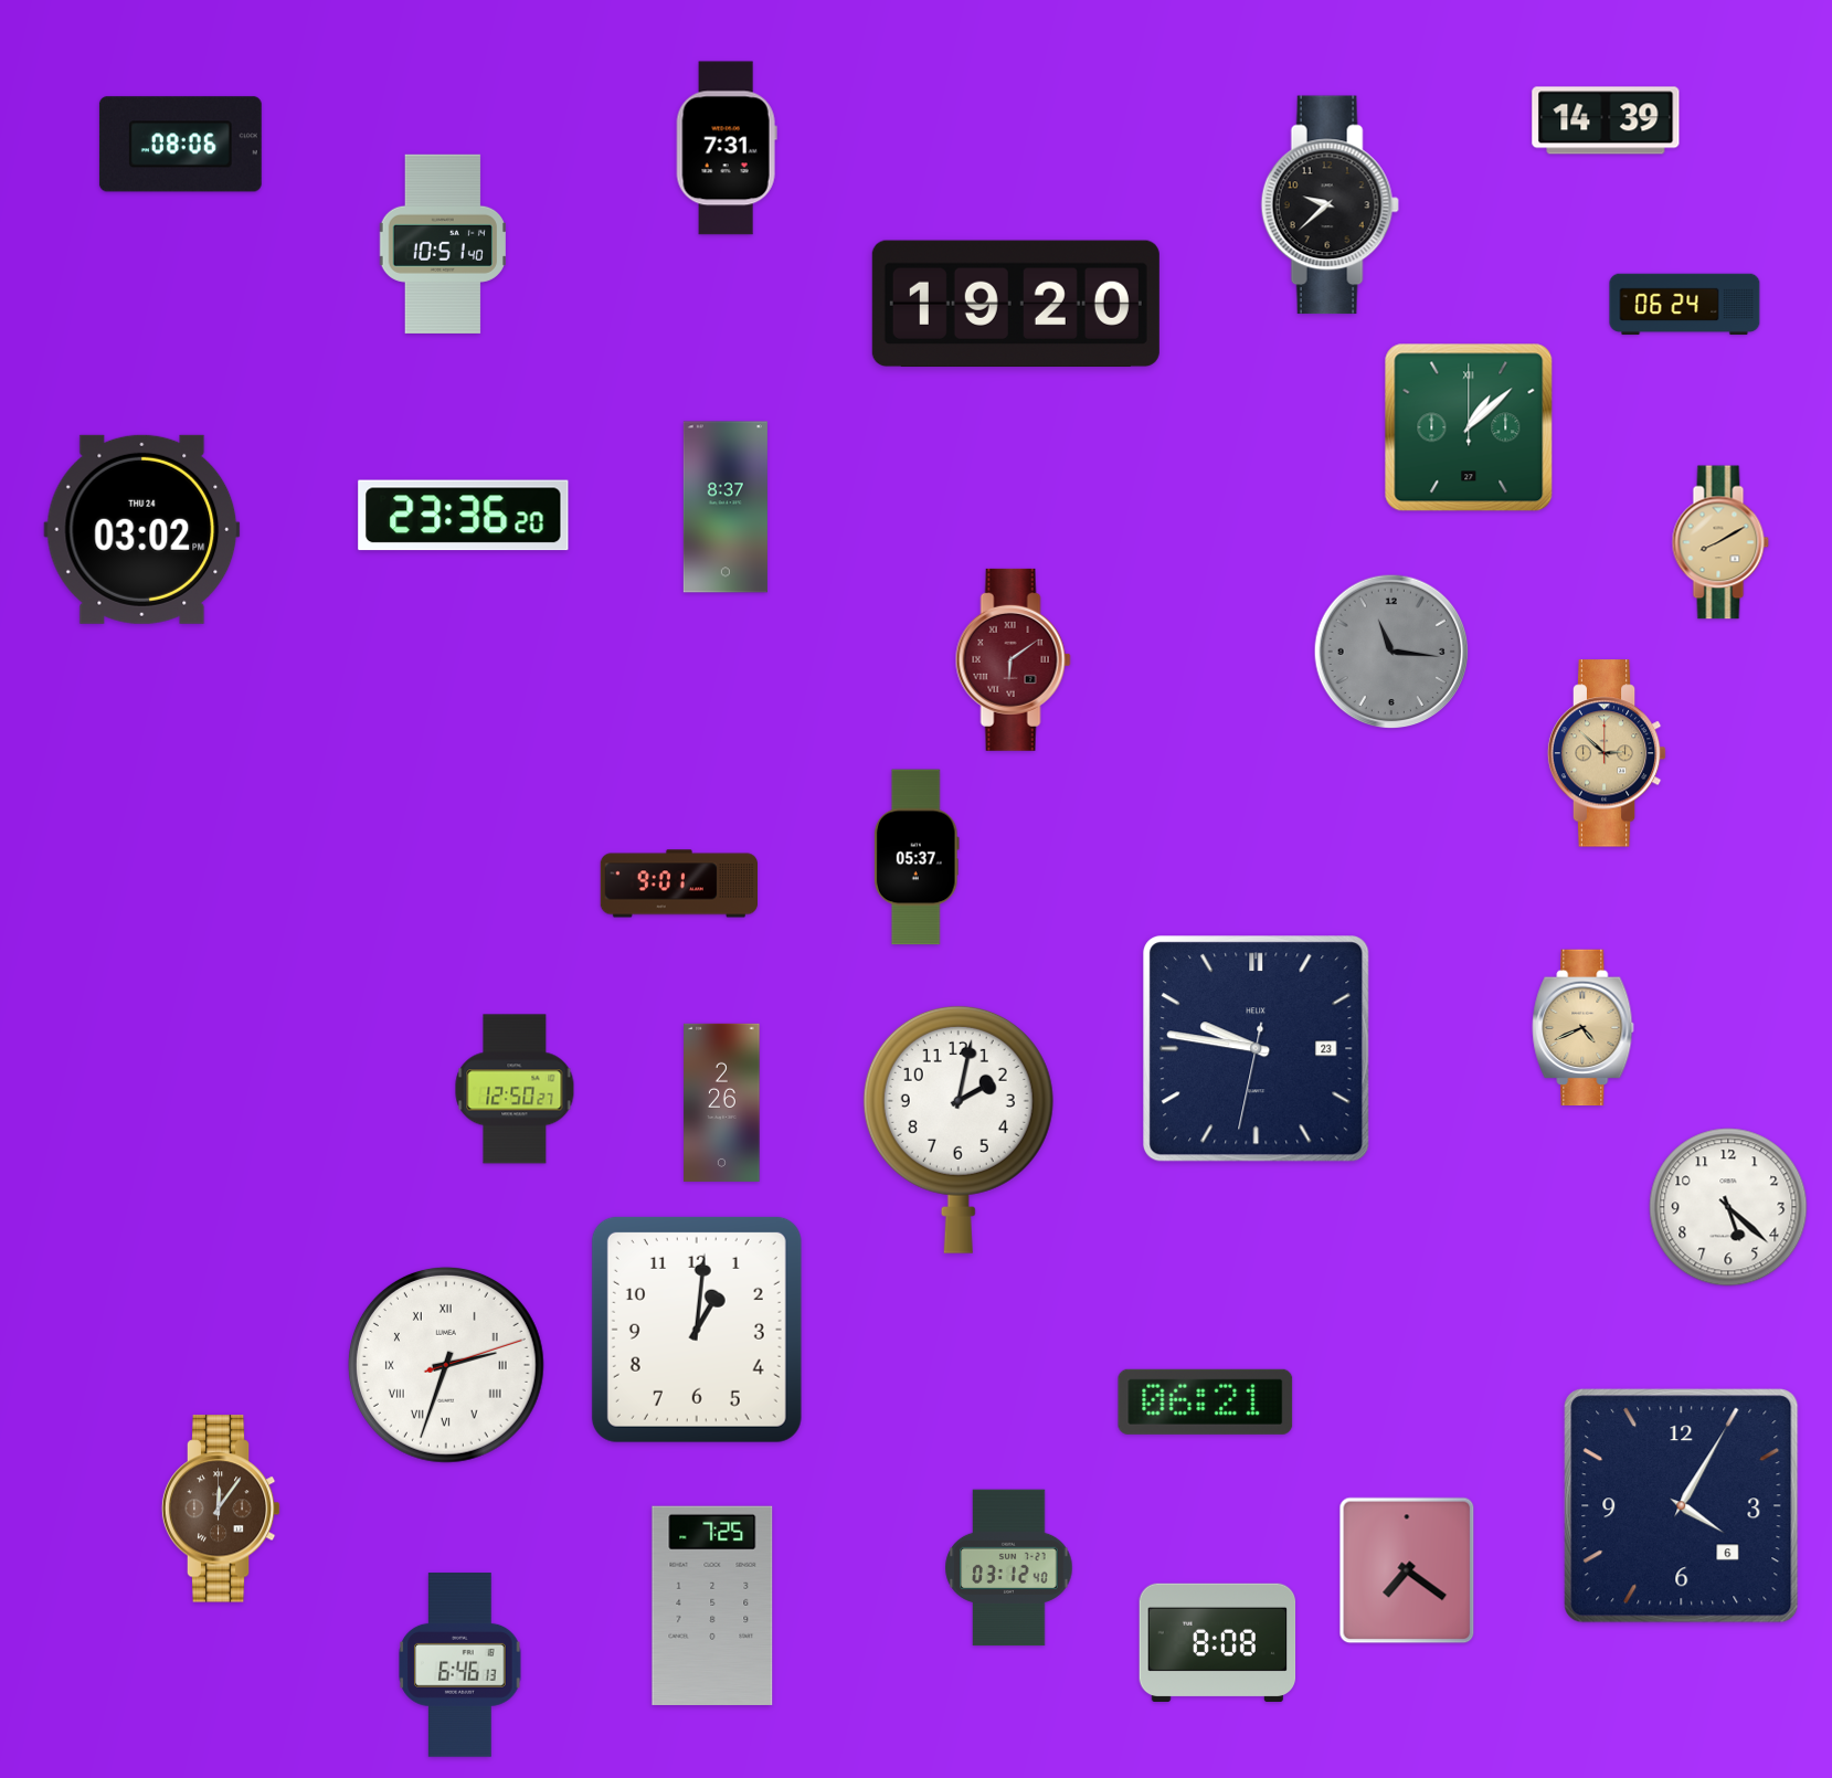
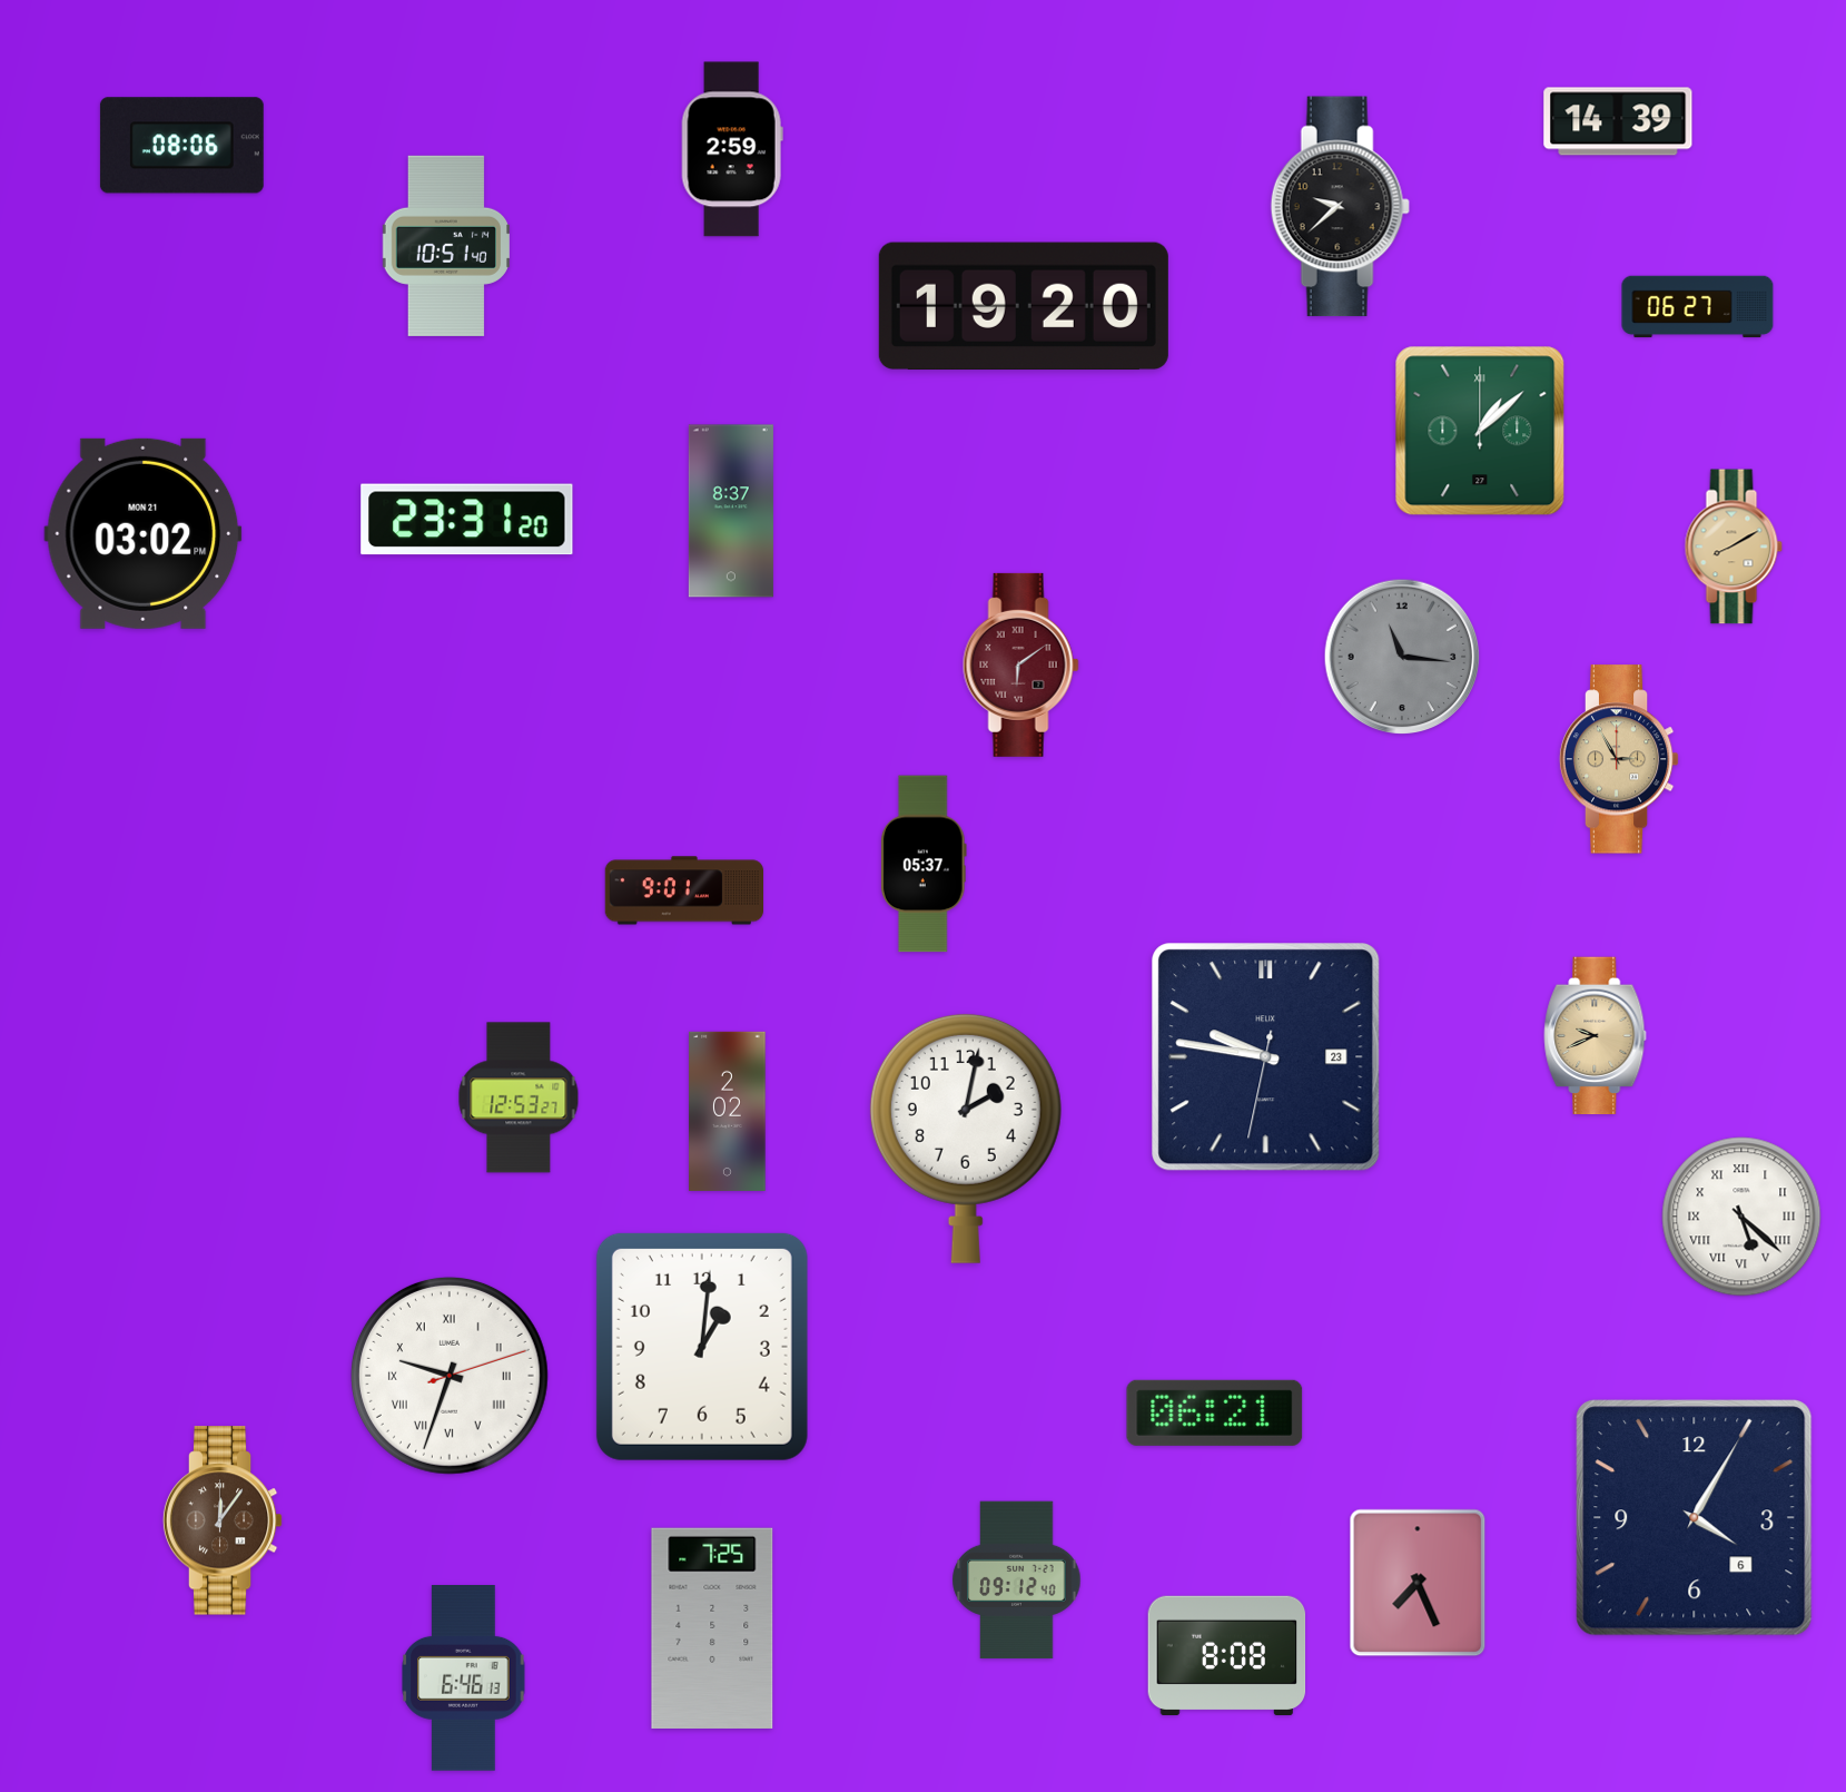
clock at (727, 148): 7:31 -> 2:59
clock at (1685, 305): 06:24 -> 06:27
clock at (464, 516): 23:36 -> 23:31
clock at (142, 529) date: THU 24 -> MON 21
clock at (1607, 753): 2:52 -> 2:55
clock at (1584, 1028): 4:41 -> 9:41
clock at (515, 1089): 12:50 -> 12:53
clock at (722, 1102): 2:26 -> 2:02
clock at (1728, 1207) numerals: Arabic -> Roman
clock at (697, 1330) position: (697, 1330) -> (702, 1347)
clock at (446, 1365): 2:33 -> 9:33
clock at (1009, 1568): 03:12 -> 09:12
clock at (1407, 1570): 7:21 -> 7:26
clock at (712, 1606) position: (712, 1606) -> (712, 1628)
